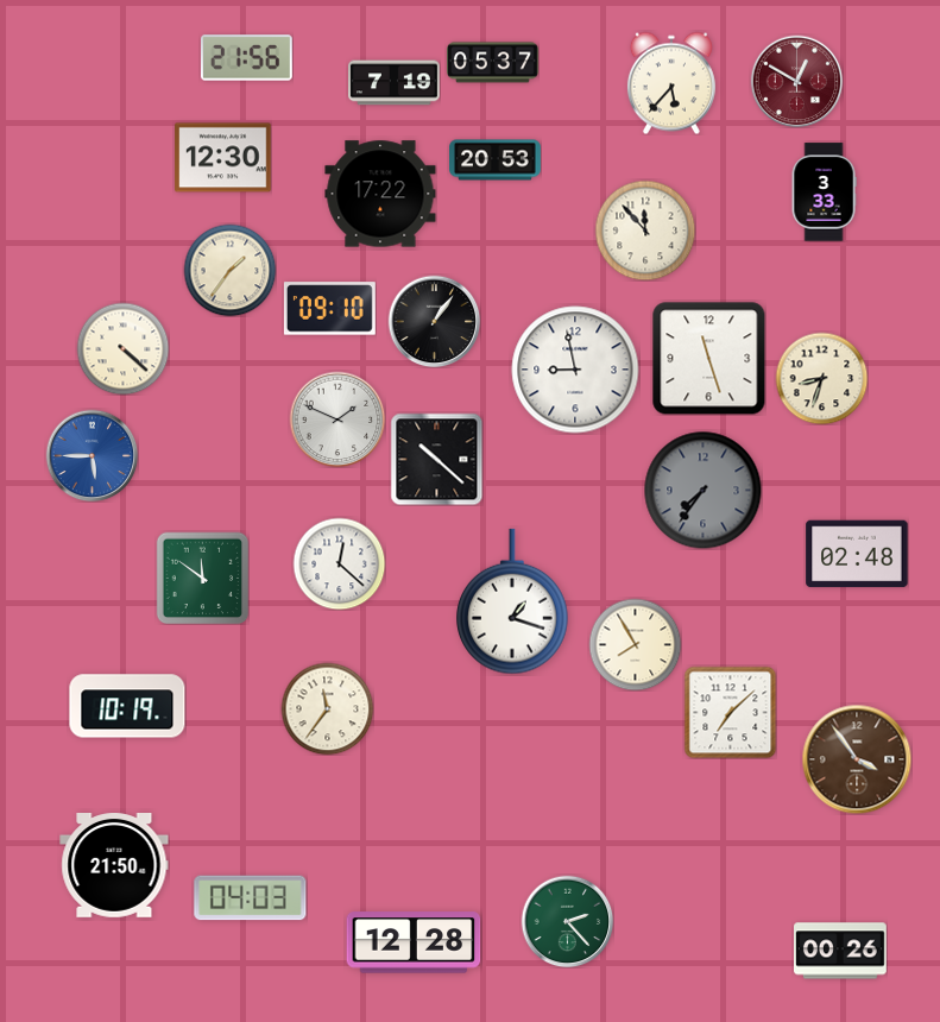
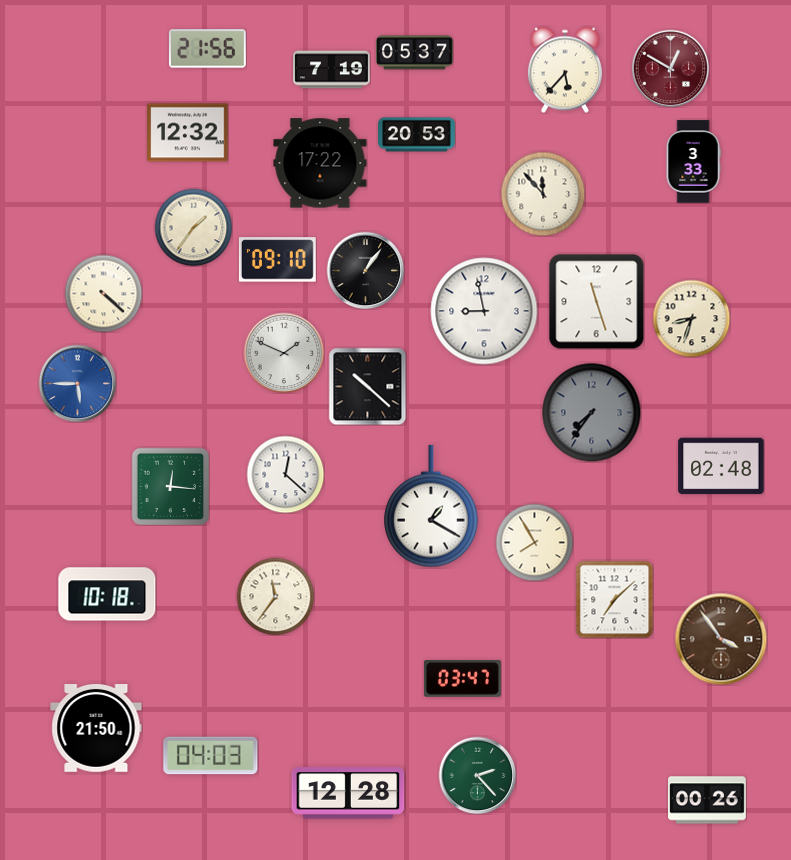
clock at (223, 158): 12:30 -> 12:32
clock at (202, 578): 11:51 -> 12:16
clock at (512, 601): 1:18 -> 1:20
clock at (127, 706): 10:19 -> 10:18
clock at (462, 679): none -> 03:47
